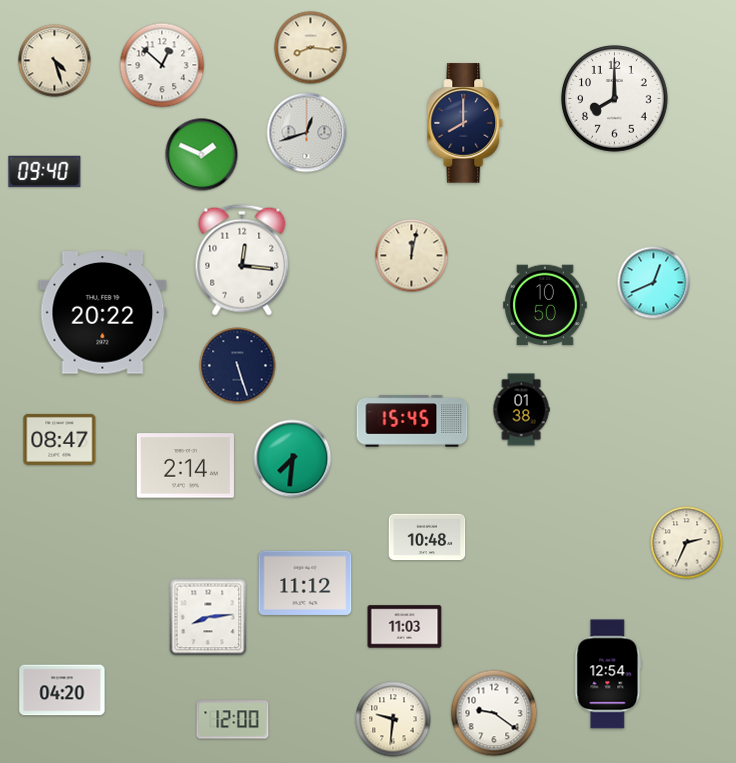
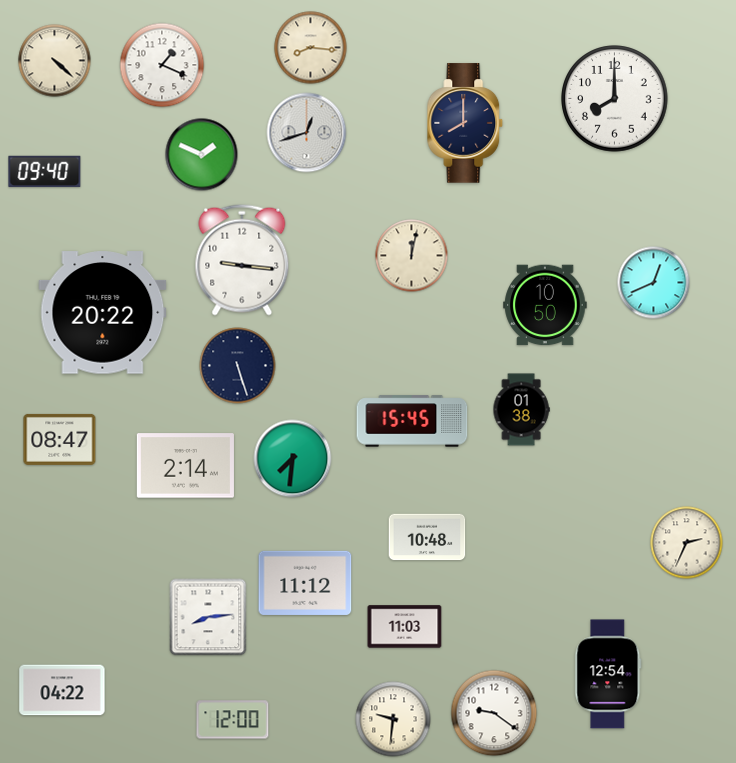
clock at (55, 61): 4:27 -> 4:22
clock at (162, 65): 12:52 -> 1:19
clock at (242, 260): 12:16 -> 9:16
clock at (62, 690): 04:20 -> 04:22
